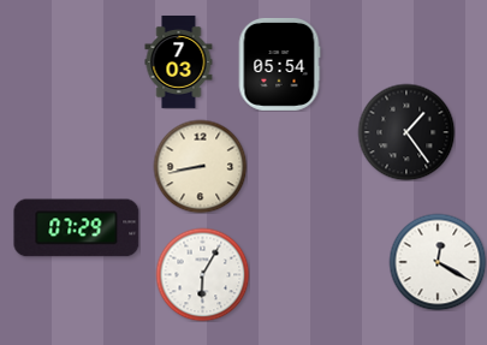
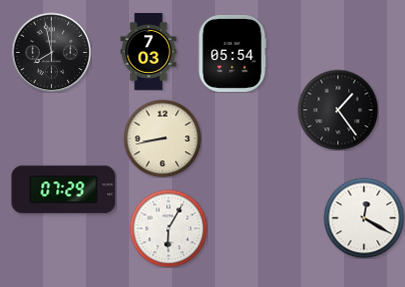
clock at (51, 52): none -> 7:58
clock at (200, 166) position: (200, 166) -> (162, 138)
